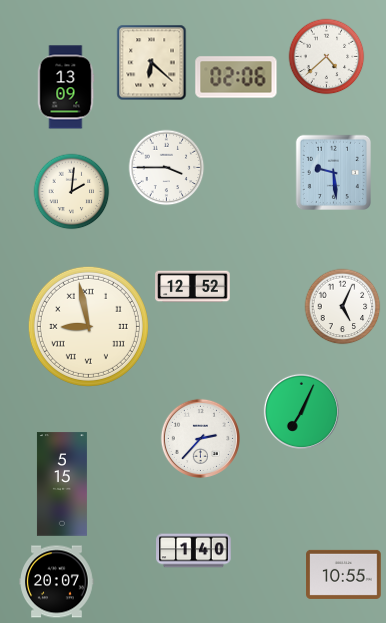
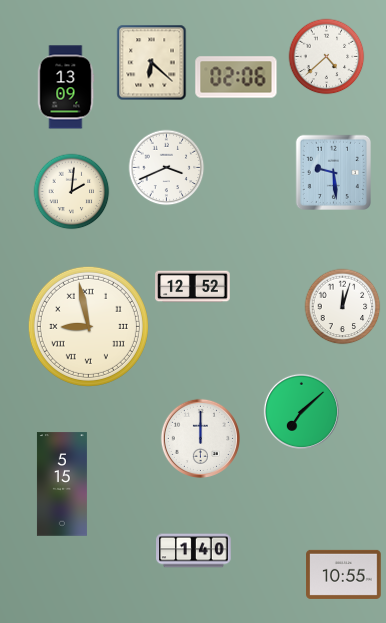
clock at (167, 168): 3:45 -> 3:41
clock at (343, 307): 5:04 -> 12:03
clock at (301, 411): 7:04 -> 7:08
clock at (200, 438): 2:37 -> 12:00
clock at (57, 582): 20:07 -> none
